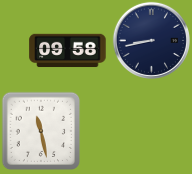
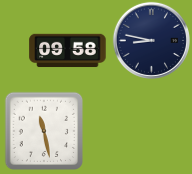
clock at (151, 40): 8:43 -> 8:47
clock at (41, 131) position: (41, 131) -> (44, 131)
